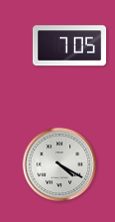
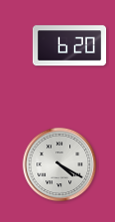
clock at (70, 46): 7:05 -> 6:20
